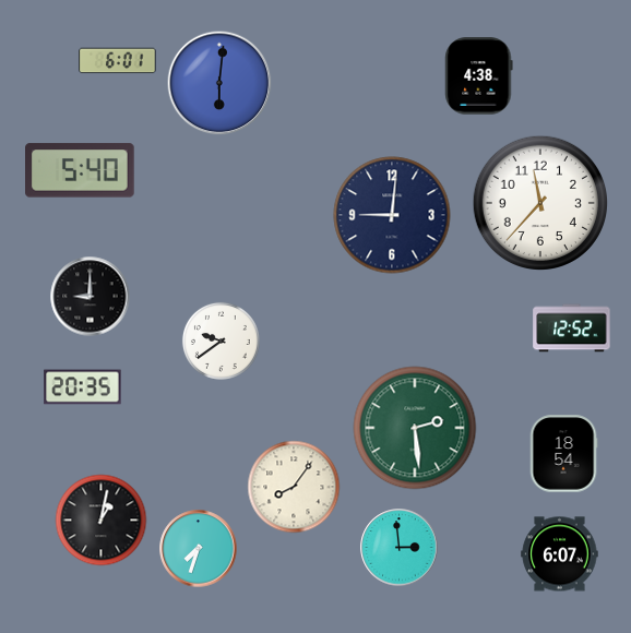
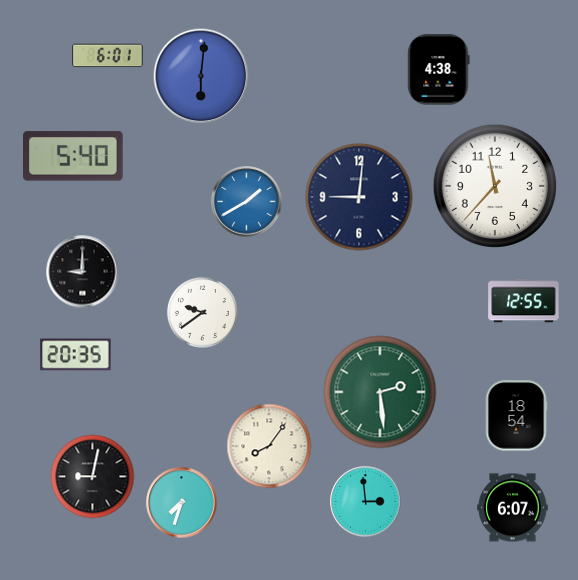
clock at (247, 202): none -> 1:40
clock at (572, 329): 12:52 -> 12:55
clock at (102, 521): 1:02 -> 9:02
